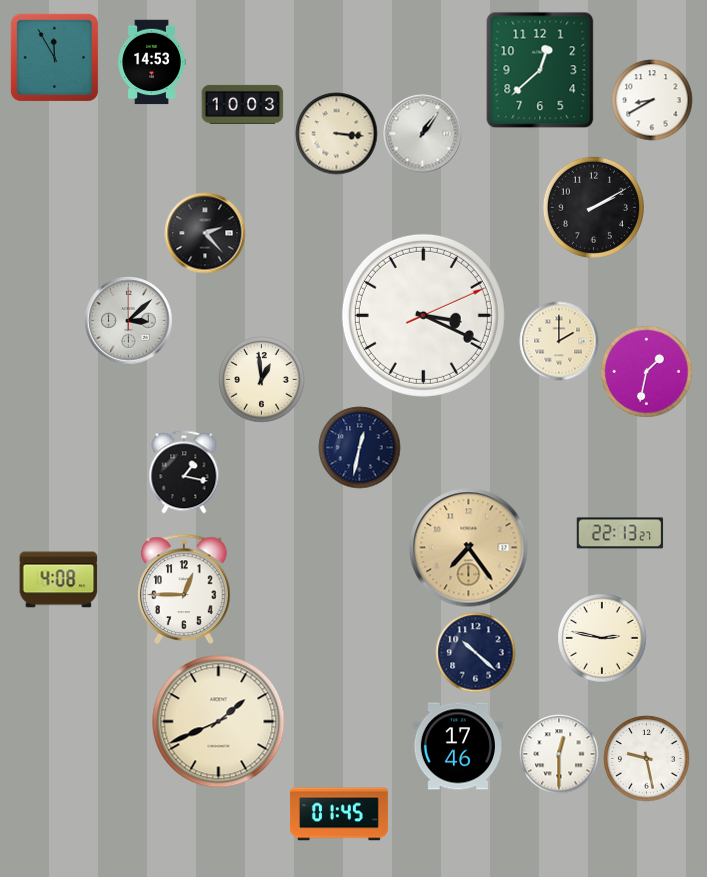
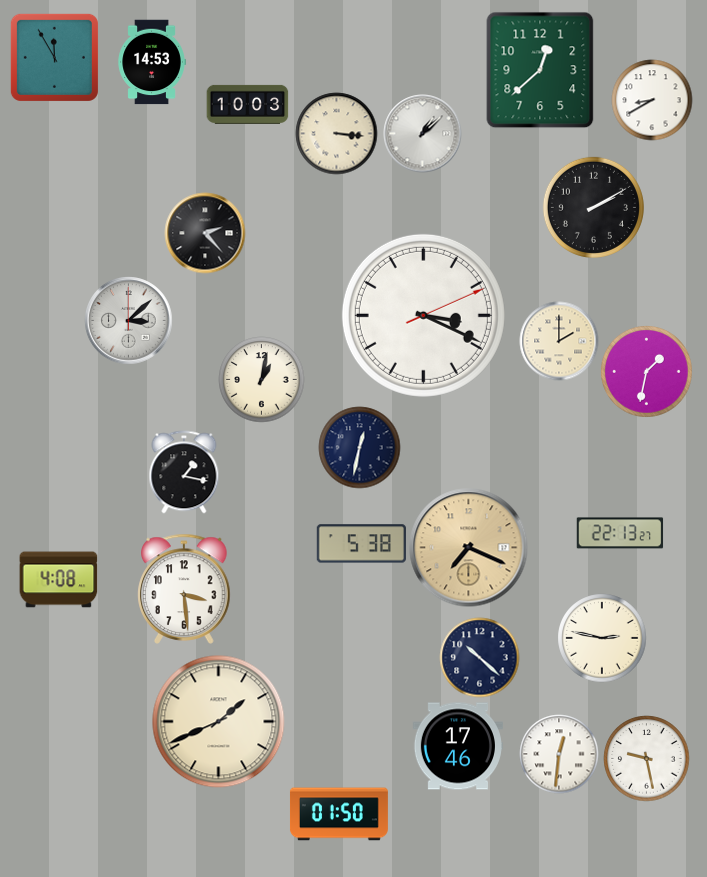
clock at (242, 104) position: (242, 104) -> (247, 104)
clock at (422, 133): 1:06 -> 1:08
clock at (261, 379): 12:59 -> 1:02
clock at (361, 544): none -> 5:38
clock at (469, 548): 7:24 -> 7:19
clock at (184, 589): 12:45 -> 3:29
clock at (475, 652) position: (475, 652) -> (479, 657)
clock at (559, 754): 12:30 -> 12:31
clock at (339, 814): 01:45 -> 01:50
